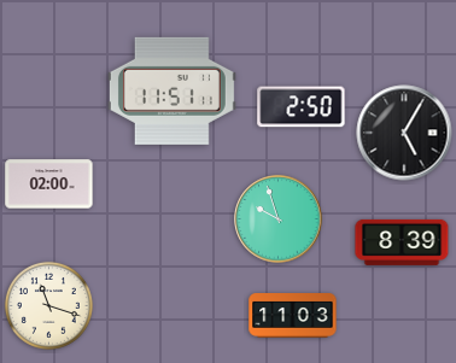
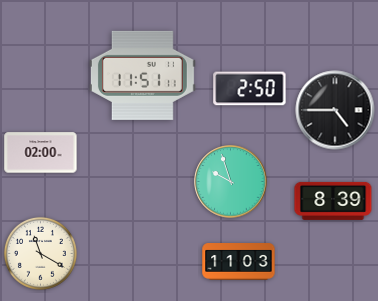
clock at (404, 133): 5:05 -> 4:45
clock at (48, 305): 11:18 -> 11:20
clock at (293, 316) position: (293, 316) -> (239, 262)
